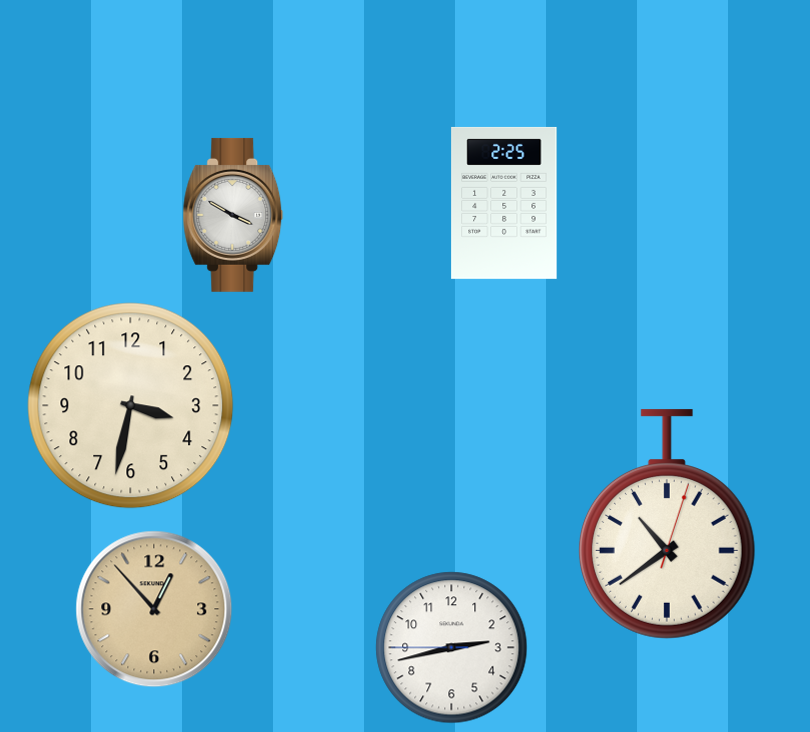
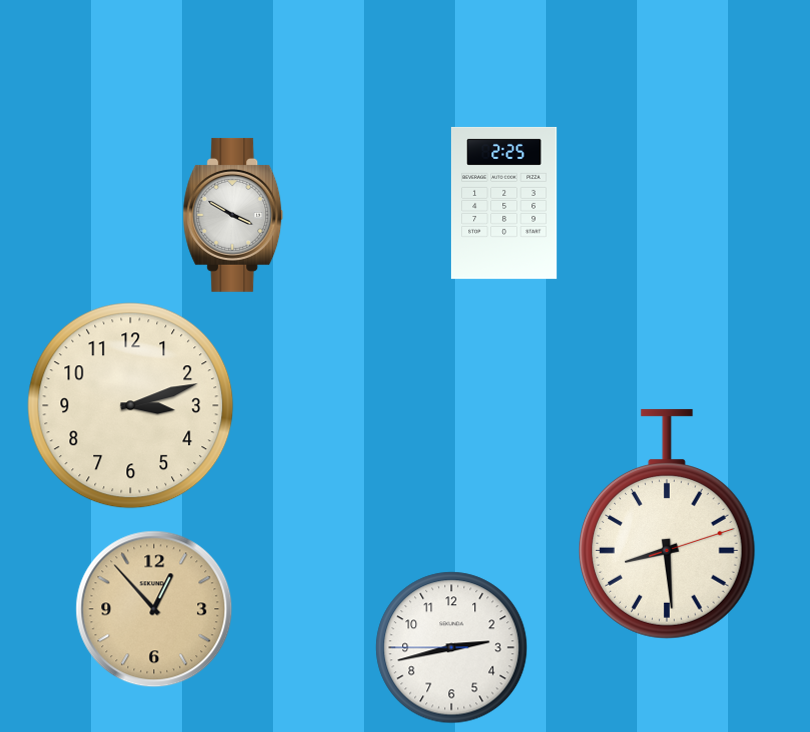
clock at (131, 406): 3:32 -> 3:12
clock at (667, 524): 10:39 -> 8:29
